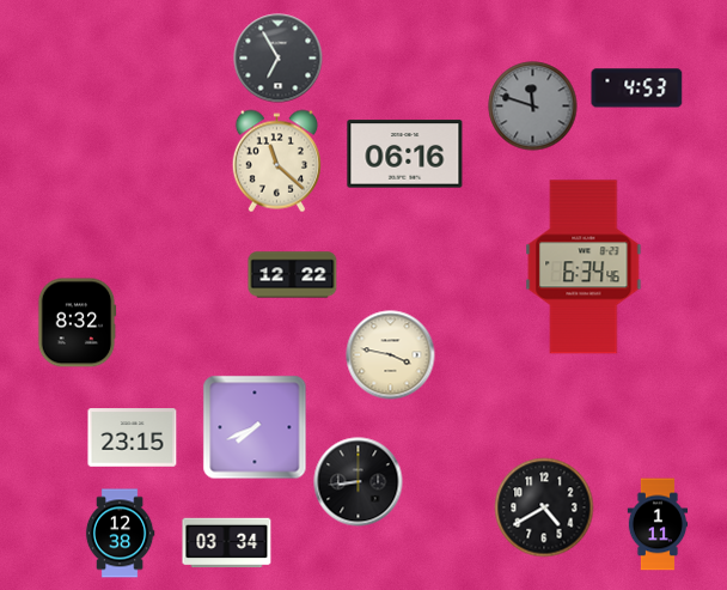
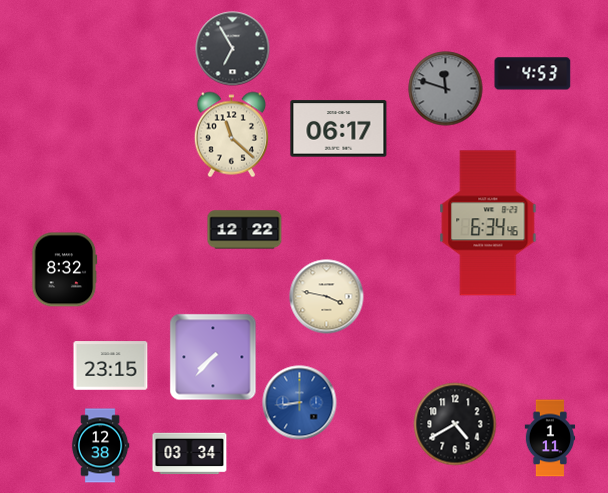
clock at (405, 154): 06:16 -> 06:17
clock at (255, 427): 7:41 -> 7:37
clock at (359, 482) dial: black -> blue
